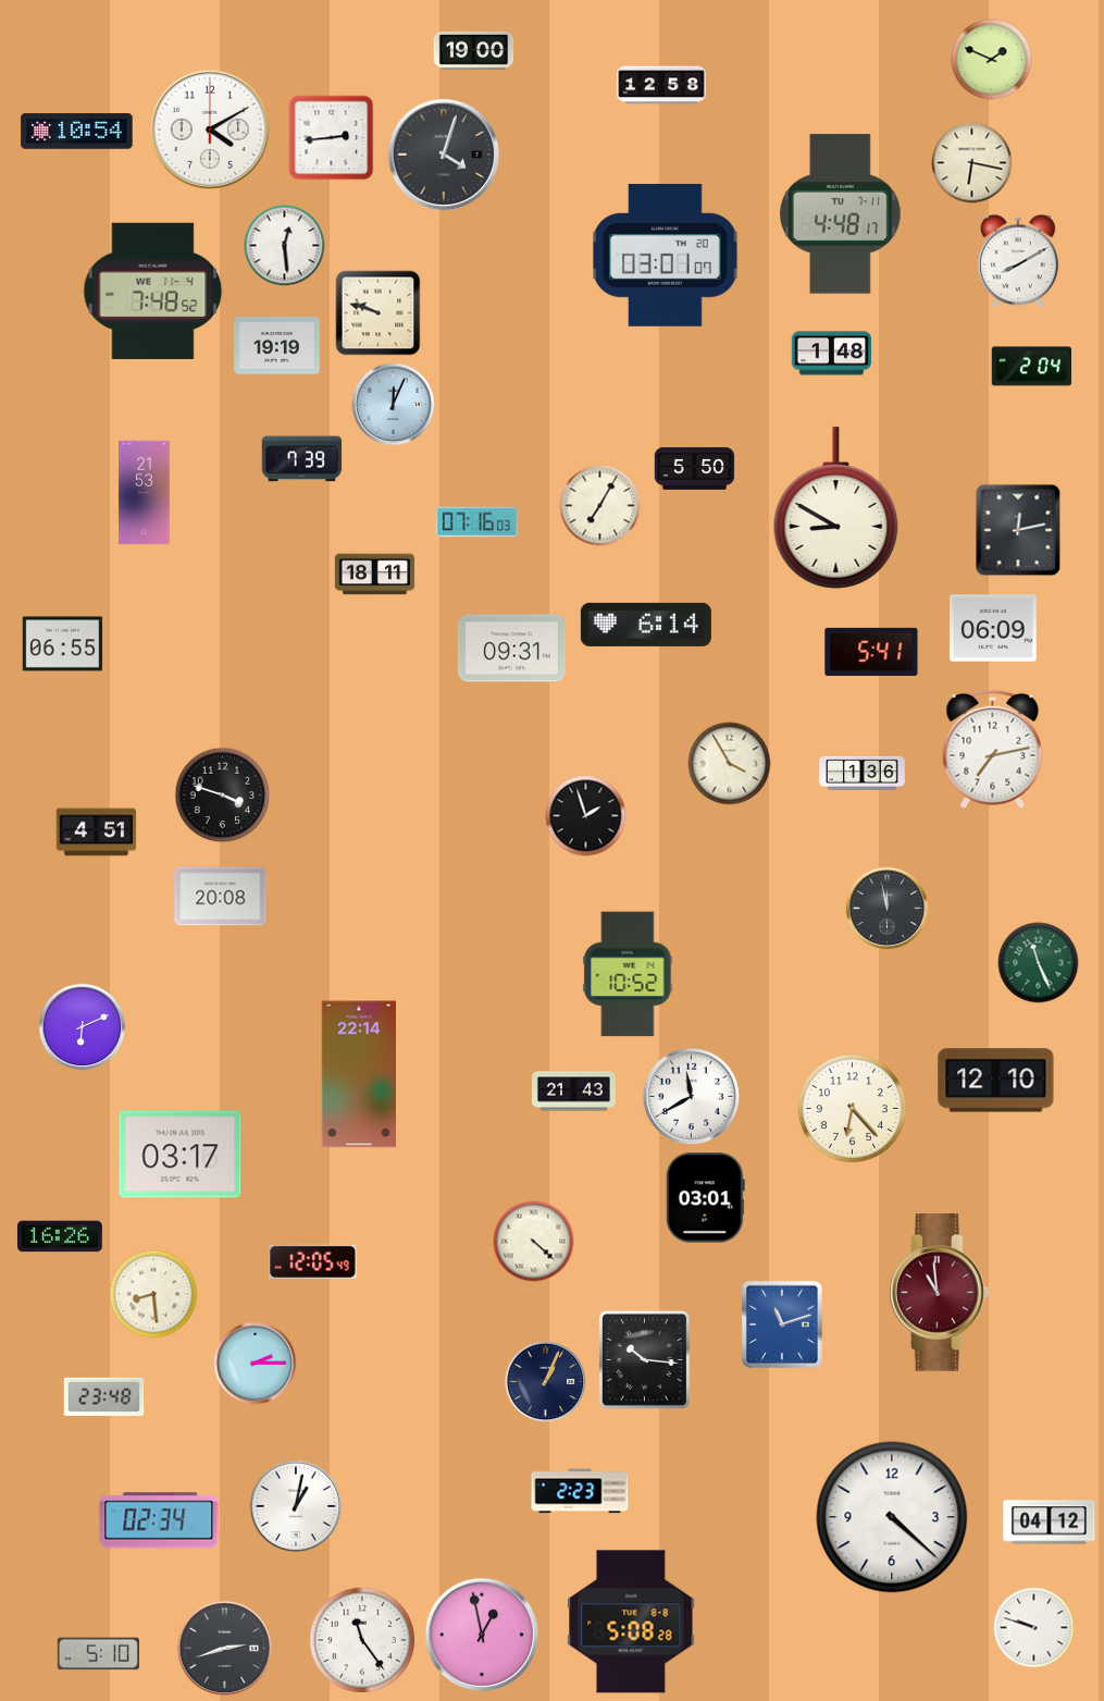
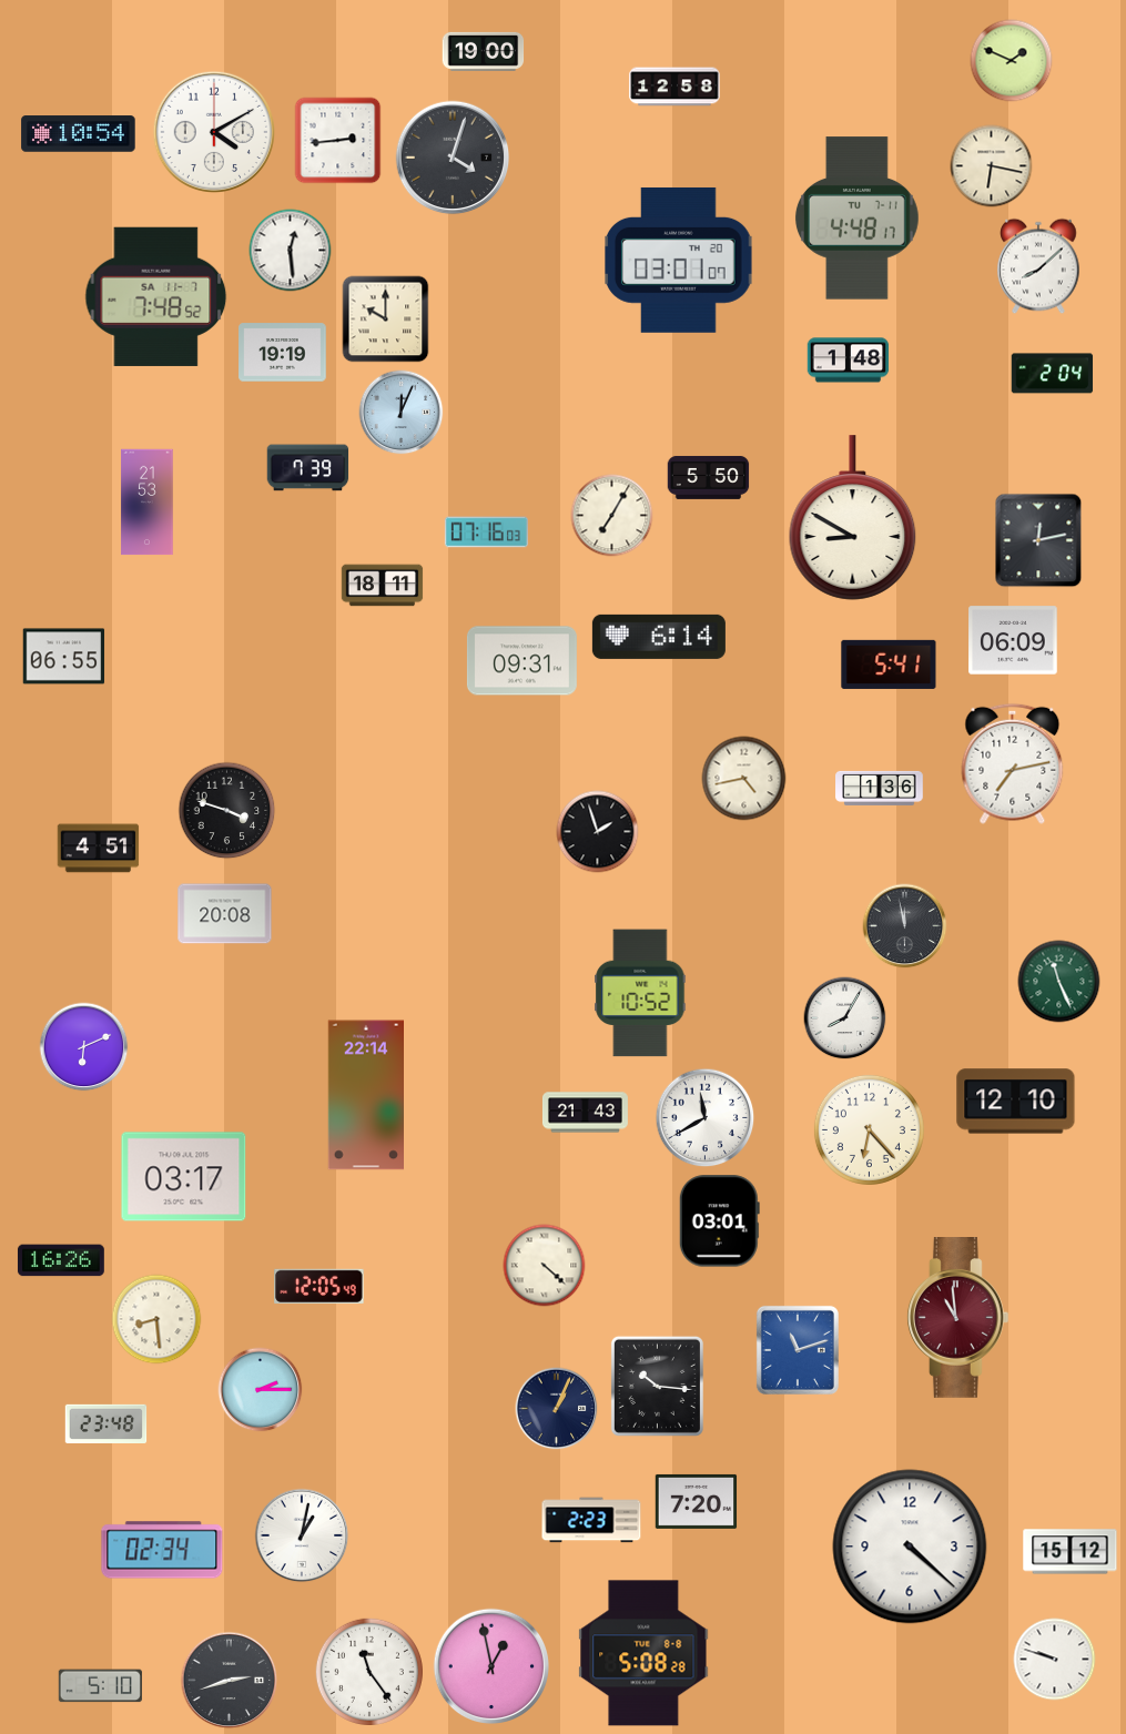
clock at (1018, 261): 8:10 -> 8:08
clock at (153, 291) date: WE 11-4 -> SA 11-7
clock at (379, 313): 9:48 -> 10:00
clock at (730, 764): 3:55 -> 4:43
clock at (845, 1018): none -> 8:05
clock at (697, 1501): none -> 7:20
clock at (1050, 1523): 04:12 -> 15:12
